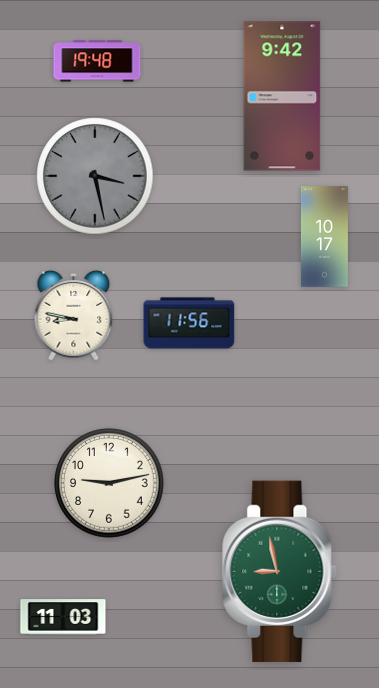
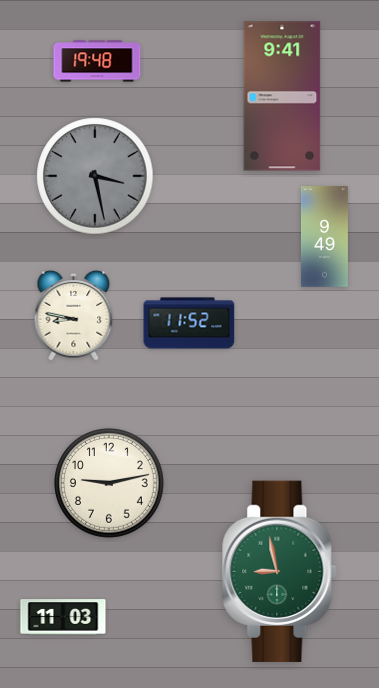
clock at (282, 96): 9:42 -> 9:41
clock at (324, 237): 10:17 -> 9:49
clock at (189, 323): 11:56 -> 11:52
